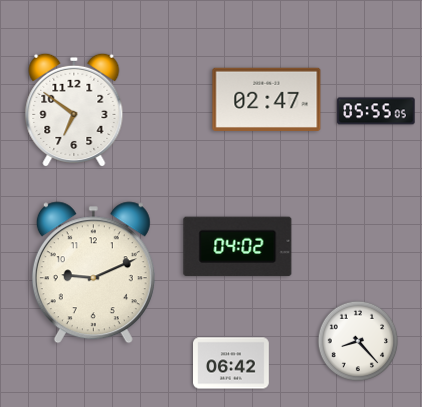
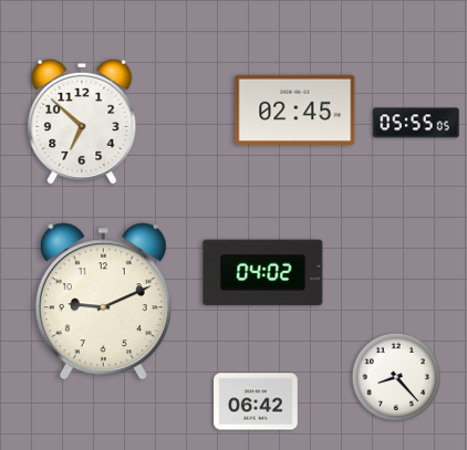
clock at (267, 99): 02:47 -> 02:45
clock at (74, 109): 6:51 -> 6:52
